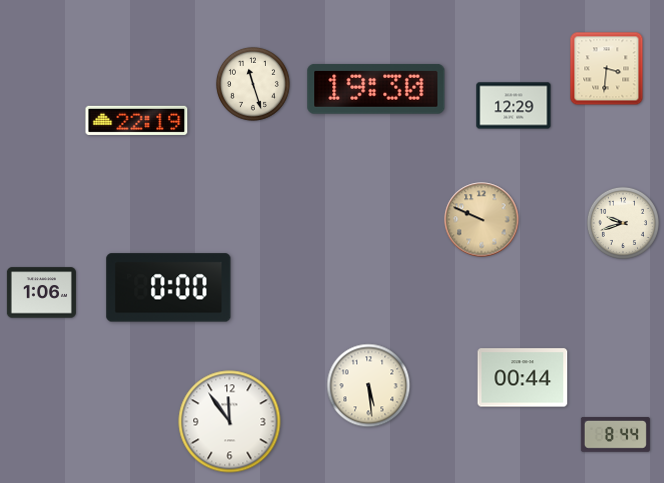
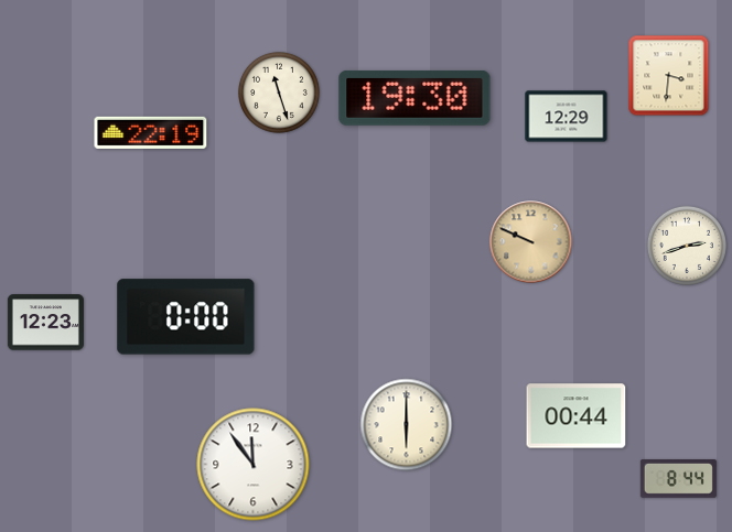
clock at (623, 223): 9:42 -> 2:42
clock at (41, 293): 1:06 -> 12:23
clock at (369, 386): 5:29 -> 6:00
